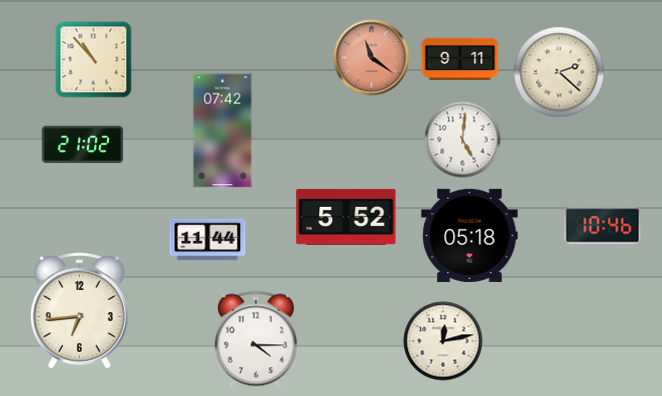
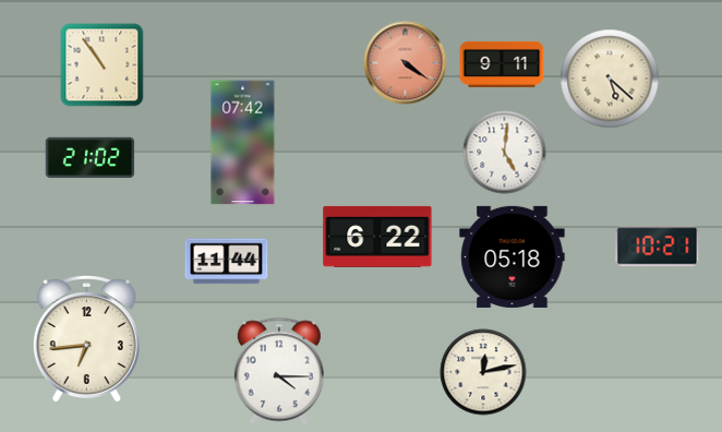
clock at (372, 58): 11:21 -> 4:21
clock at (94, 60): 10:53 -> 10:54
clock at (559, 72): 2:22 -> 5:22
clock at (346, 217): 5:52 -> 6:22
clock at (603, 226): 10:46 -> 10:21
